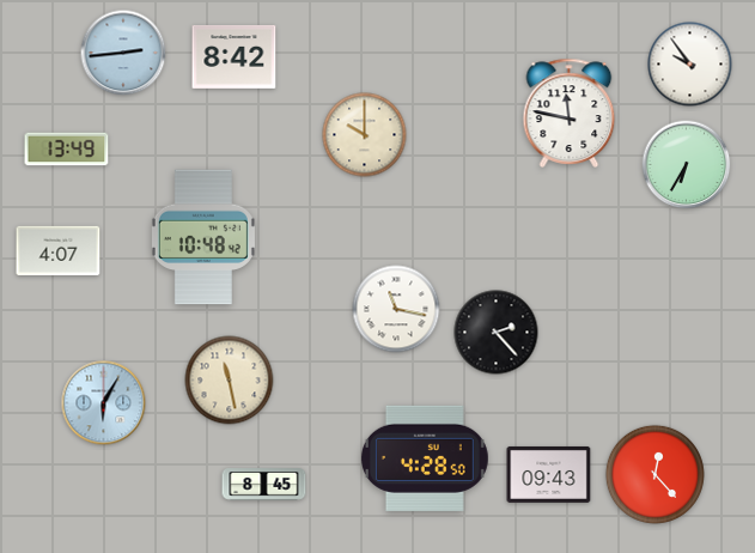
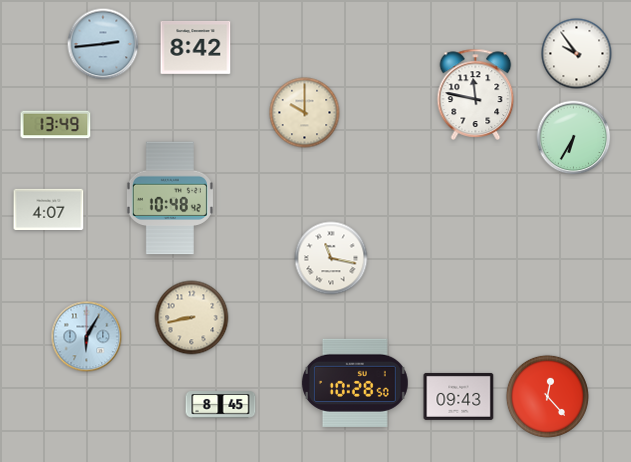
clock at (497, 333): 2:23 -> none
clock at (230, 381): 11:28 -> 8:43
clock at (425, 458): 4:28 -> 10:28
